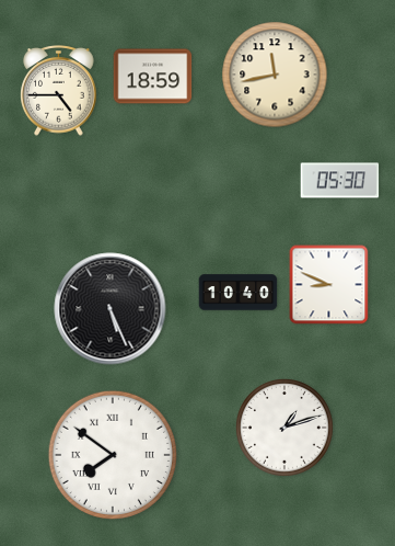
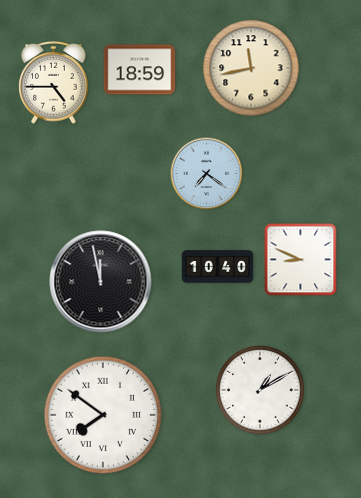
clock at (340, 181): 05:30 -> none
clock at (207, 174): none -> 7:21
clock at (111, 309): 5:26 -> 11:58
clock at (284, 428): 1:12 -> 1:10
